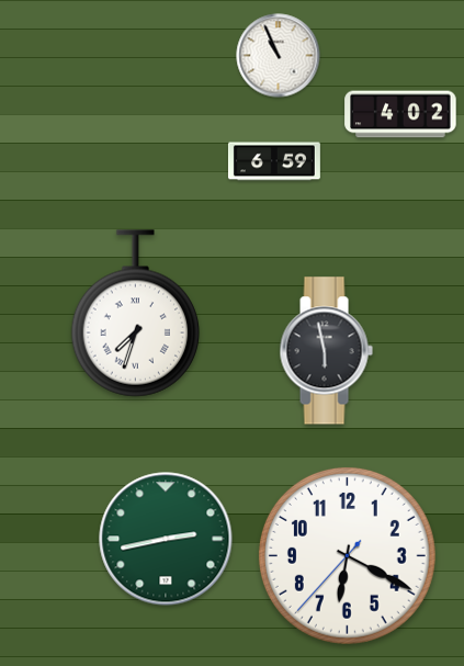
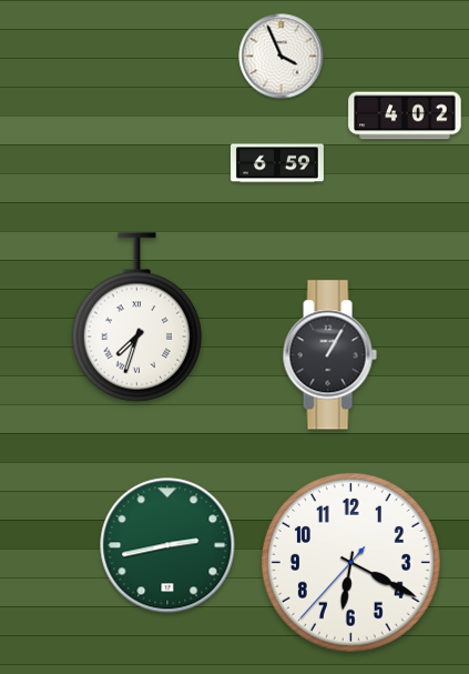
clock at (279, 56): 10:56 -> 3:56
clock at (326, 351): 5:58 -> 1:05
